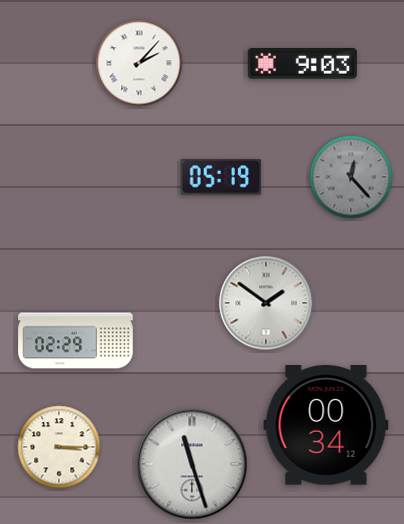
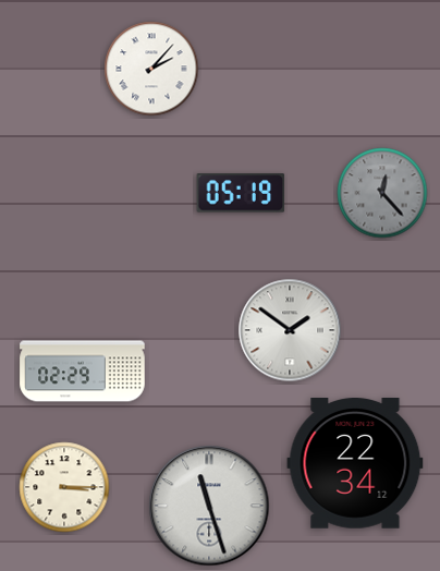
clock at (302, 64): 9:03 -> none
clock at (326, 426): 00:34 -> 22:34
